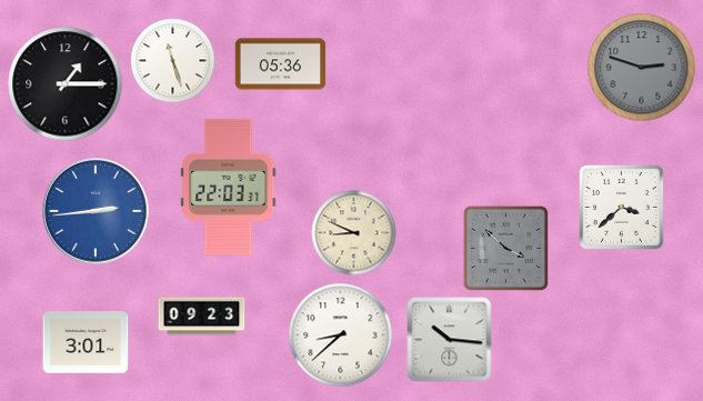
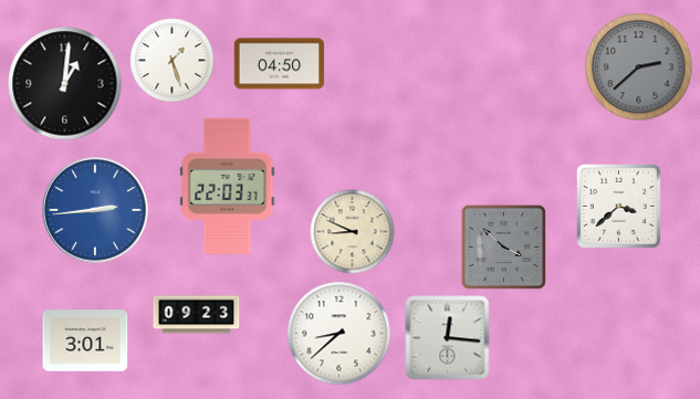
clock at (173, 61): 11:27 -> 1:27
clock at (281, 64): 05:36 -> 04:50
clock at (642, 68): 2:48 -> 2:38
clock at (66, 84): 1:15 -> 1:01
clock at (202, 317) position: (202, 317) -> (197, 315)
clock at (450, 340): 10:16 -> 12:16
